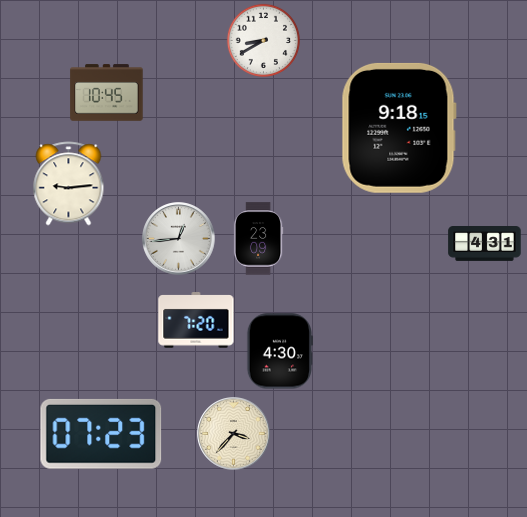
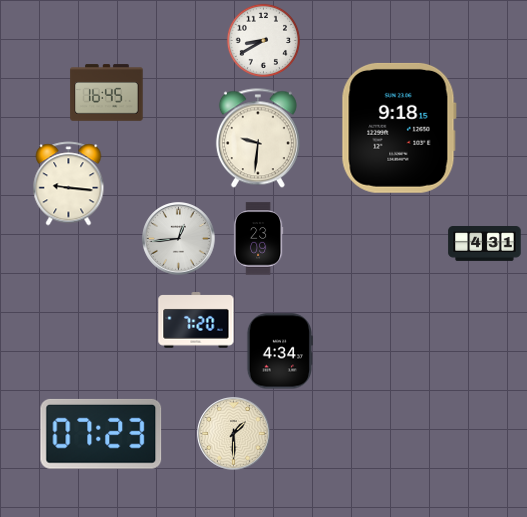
clock at (107, 93): 10:45 -> 16:45
clock at (258, 138): none -> 9:31
clock at (69, 184): 9:14 -> 9:16
clock at (280, 351): 4:30 -> 4:34
clock at (234, 434): 3:37 -> 1:30
